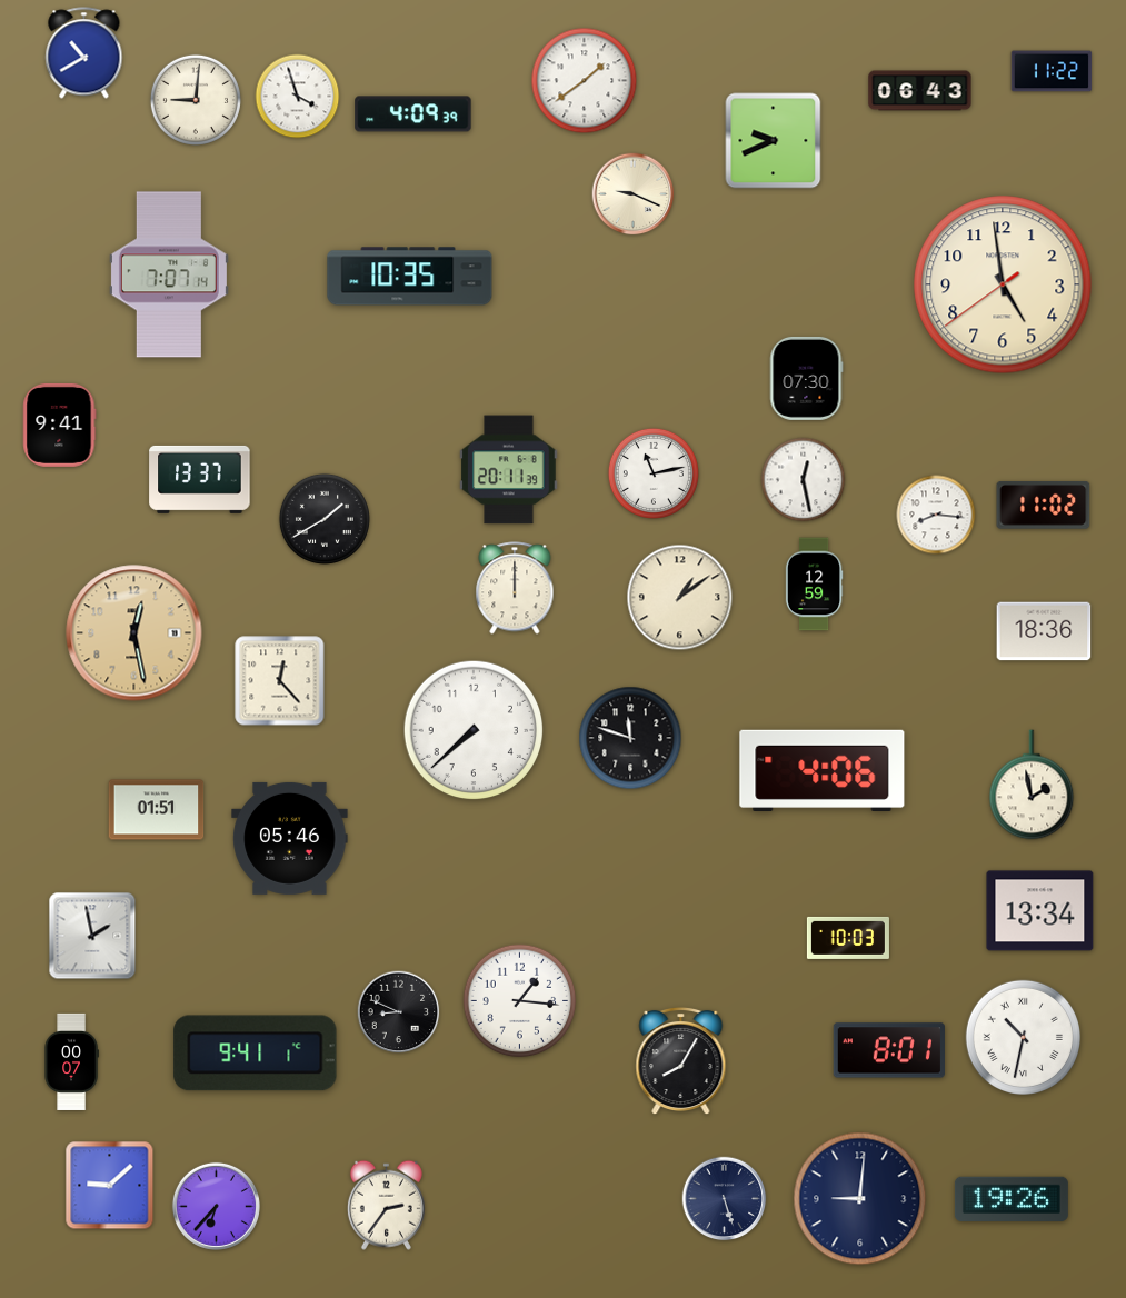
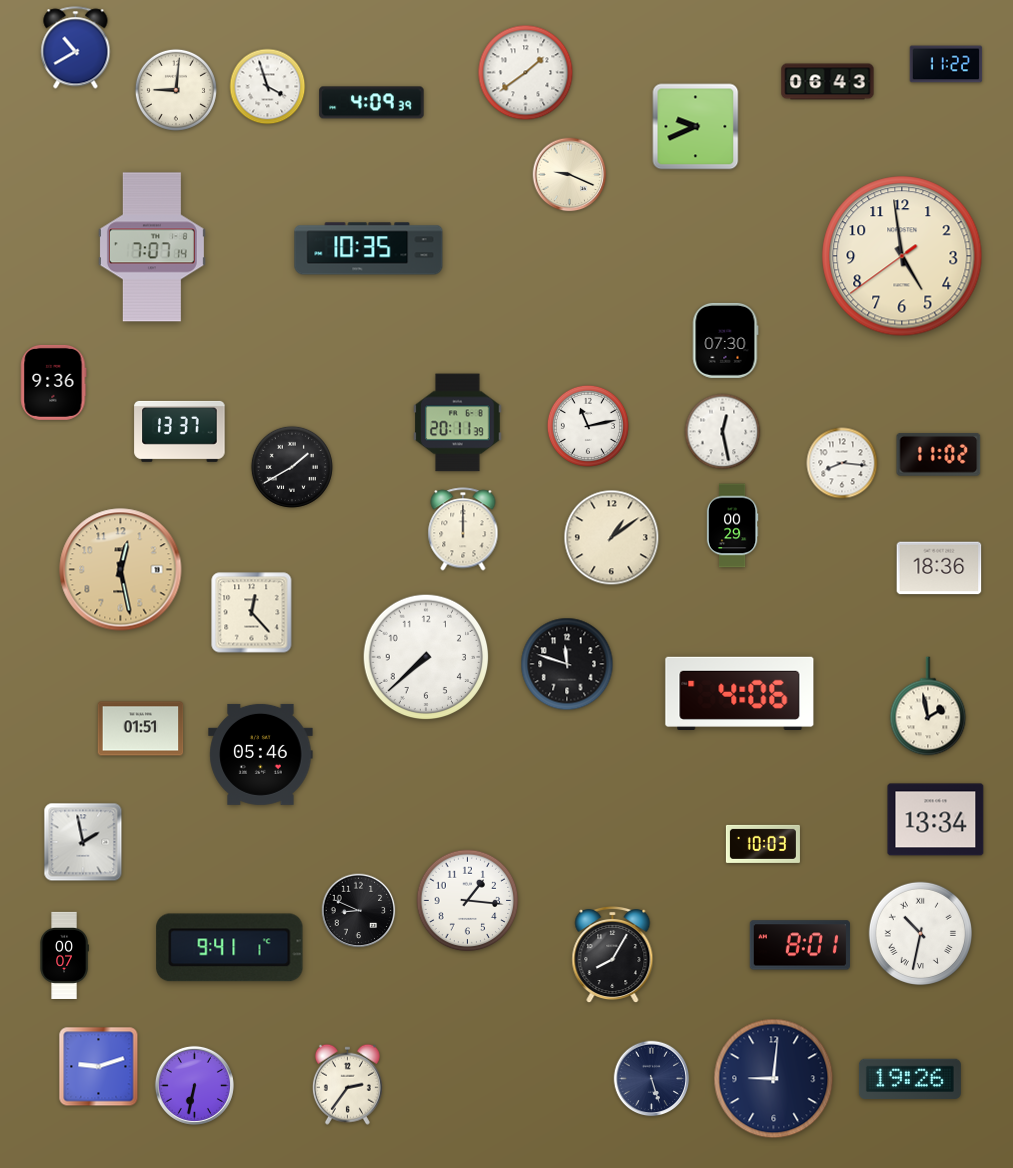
clock at (60, 425): 9:41 -> 9:36
clock at (814, 585): 12:59 -> 00:29
clock at (110, 1186): 9:08 -> 9:12
clock at (216, 1206): 6:37 -> 6:32
